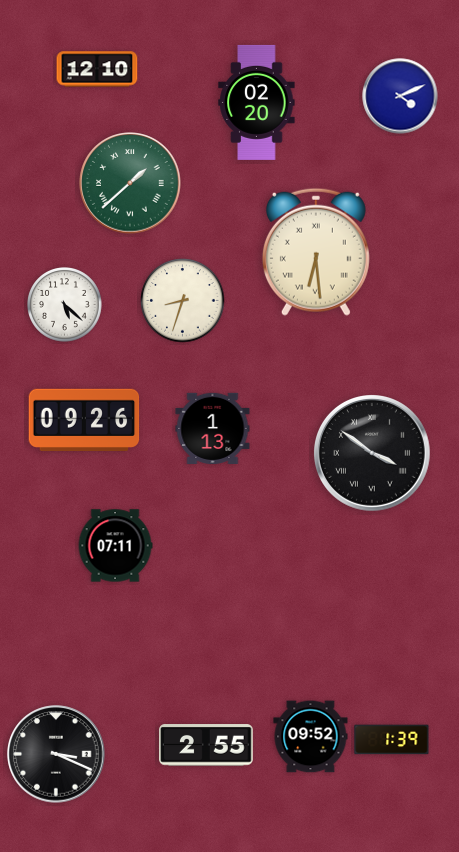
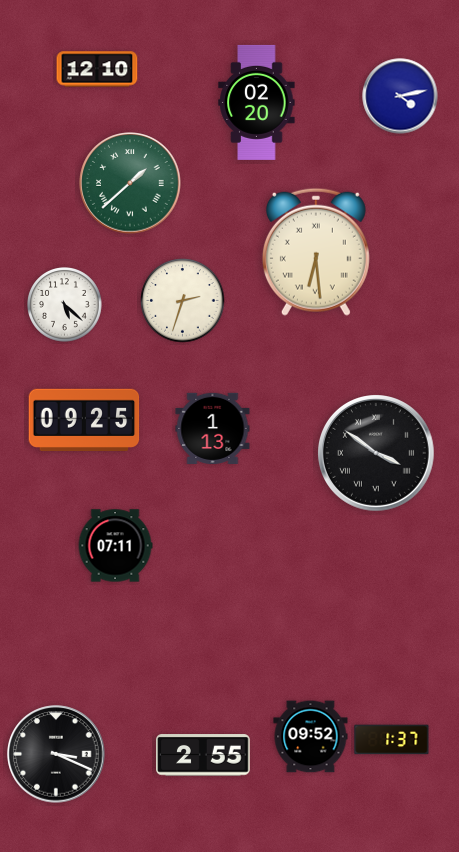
clock at (400, 96): 4:11 -> 4:13
clock at (183, 301): 8:33 -> 2:33
clock at (84, 419): 09:26 -> 09:25
clock at (373, 454) position: (373, 454) -> (377, 454)
clock at (392, 740): 1:39 -> 1:37
clock at (206, 745) position: (206, 745) -> (203, 755)
